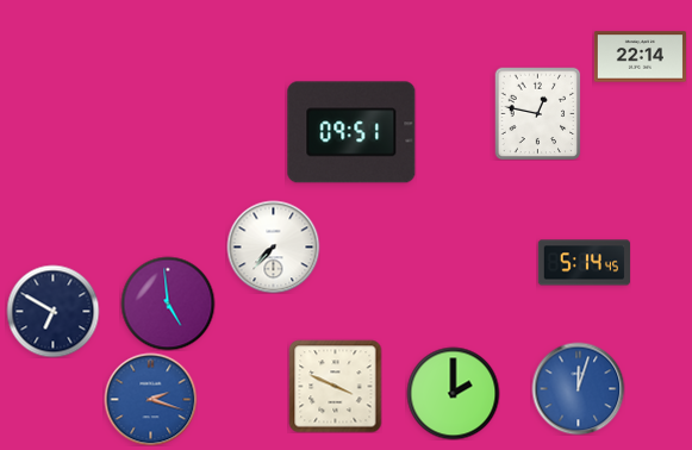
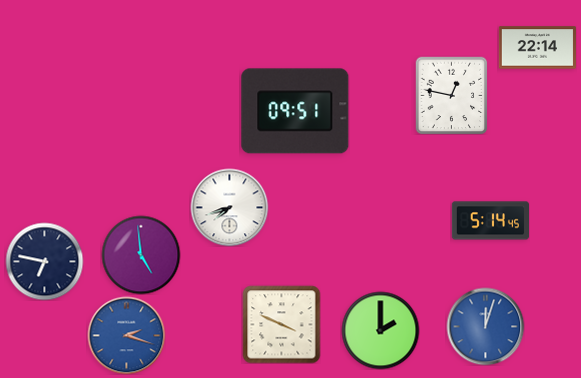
clock at (273, 246): 7:37 -> 7:42
clock at (52, 311): 6:50 -> 6:47
